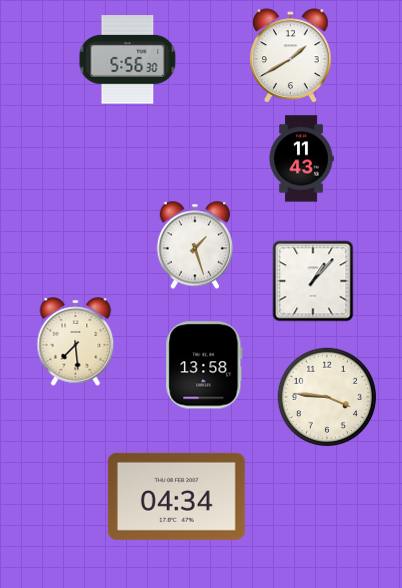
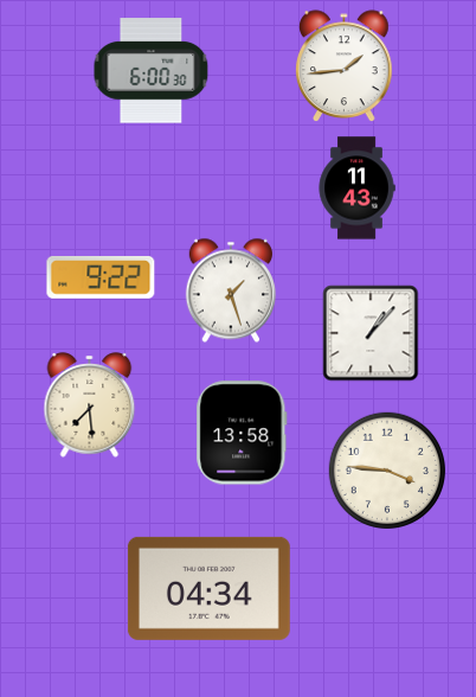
clock at (291, 55): 1:40 -> 1:44
clock at (128, 60): 5:56 -> 6:00
clock at (101, 277): none -> 9:22
